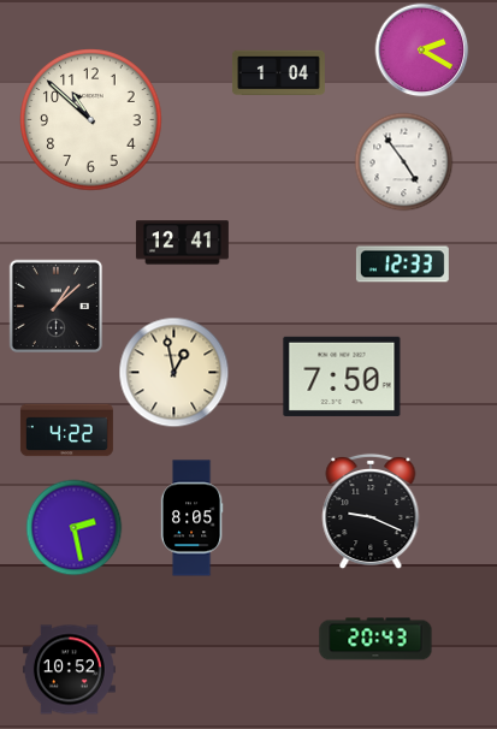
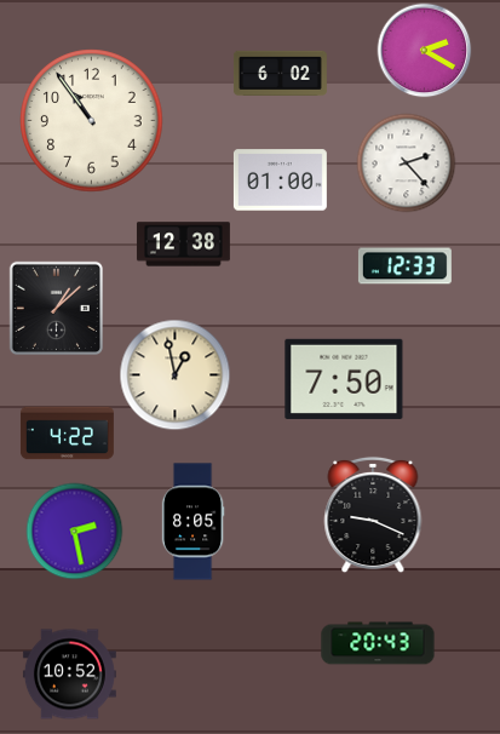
clock at (278, 72): 1:04 -> 6:02
clock at (91, 120): 10:52 -> 10:54
clock at (403, 161): 4:54 -> 2:23
clock at (280, 180): none -> 01:00
clock at (182, 243): 12:41 -> 12:38
